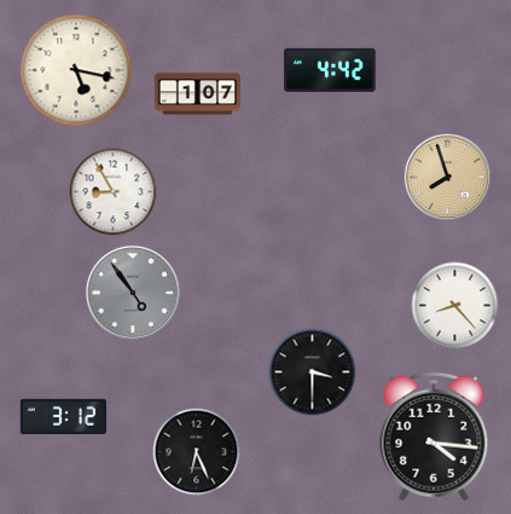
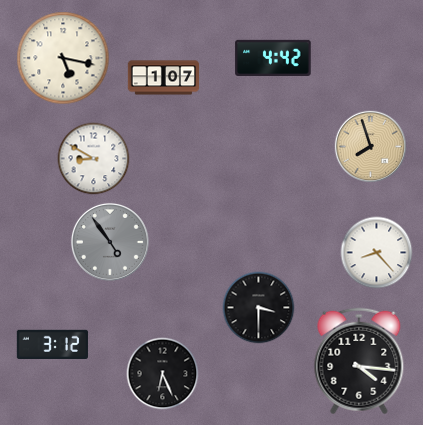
clock at (114, 192): 8:55 -> 8:50
